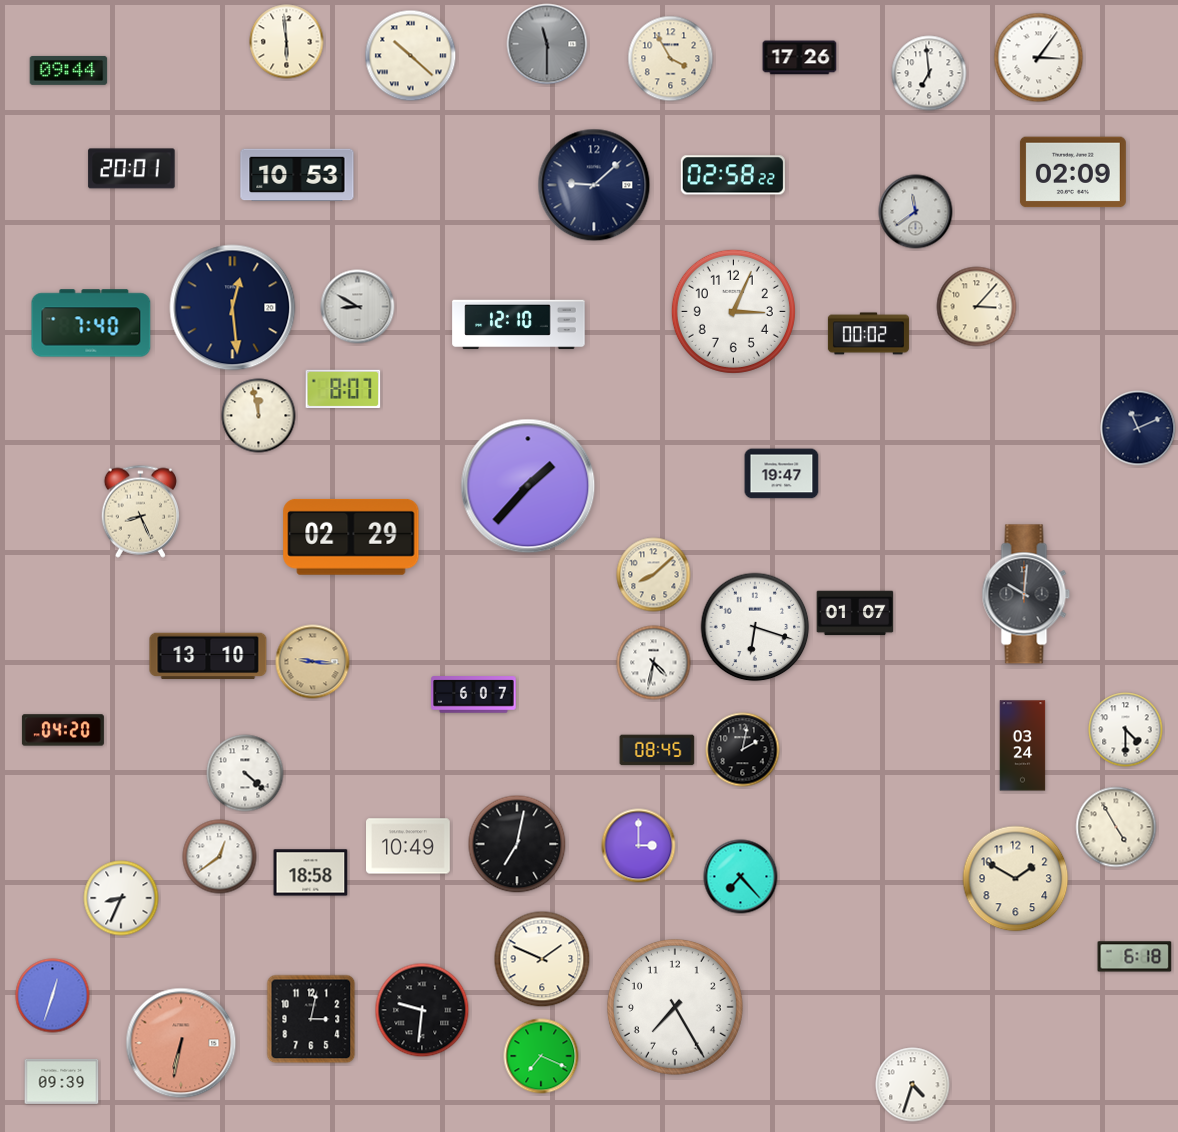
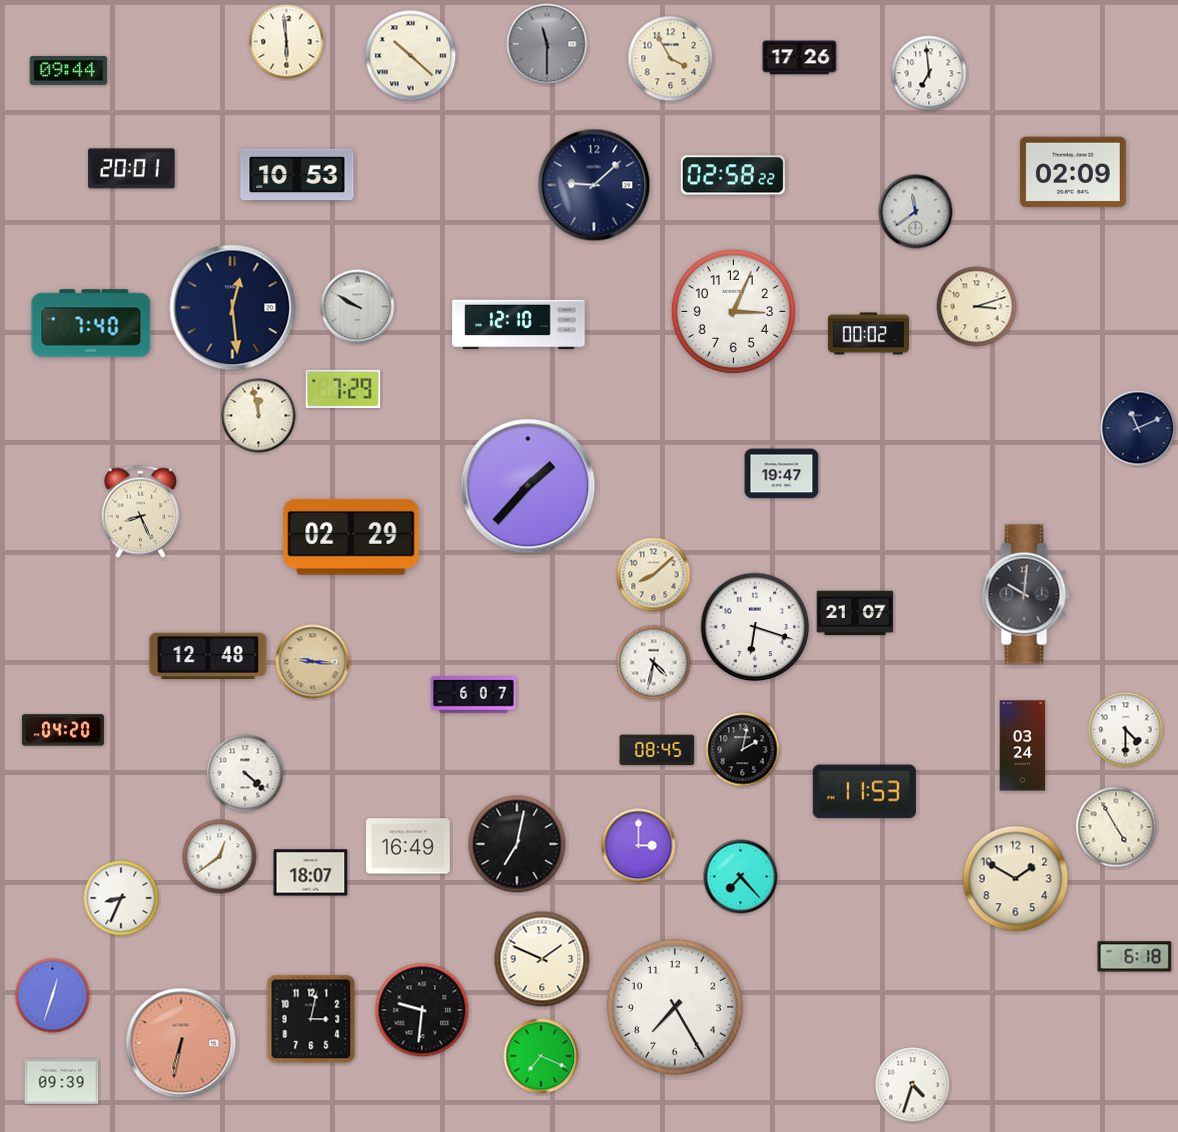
clock at (1039, 58): 3:06 -> none
clock at (358, 307): 8:50 -> 9:50
clock at (977, 307): 3:07 -> 3:12
clock at (343, 389): 8:07 -> 7:29
clock at (855, 613): 01:07 -> 21:07
clock at (208, 656): 13:10 -> 12:48
clock at (864, 792): none -> 11:53
clock at (409, 846): 10:49 -> 16:49
clock at (311, 873): 18:58 -> 18:07
